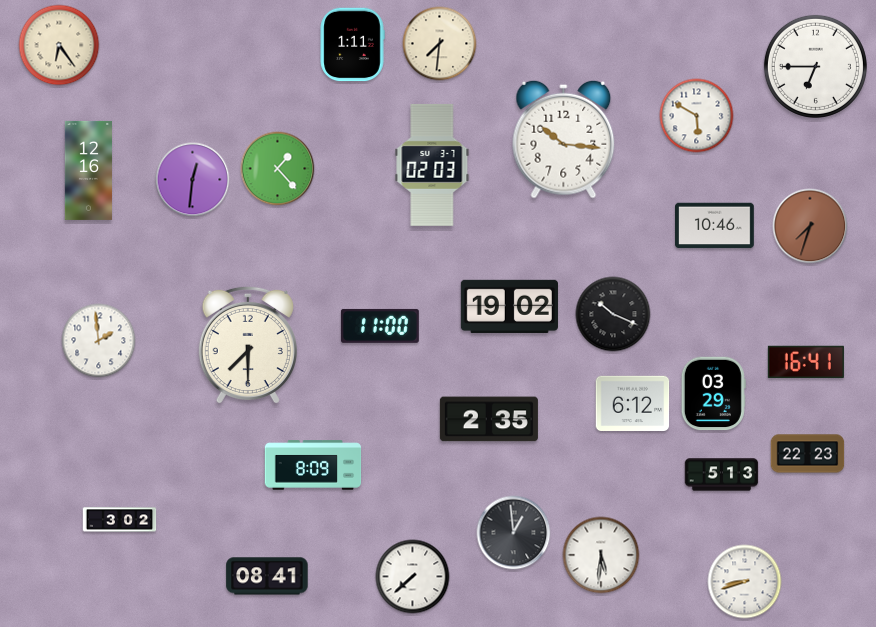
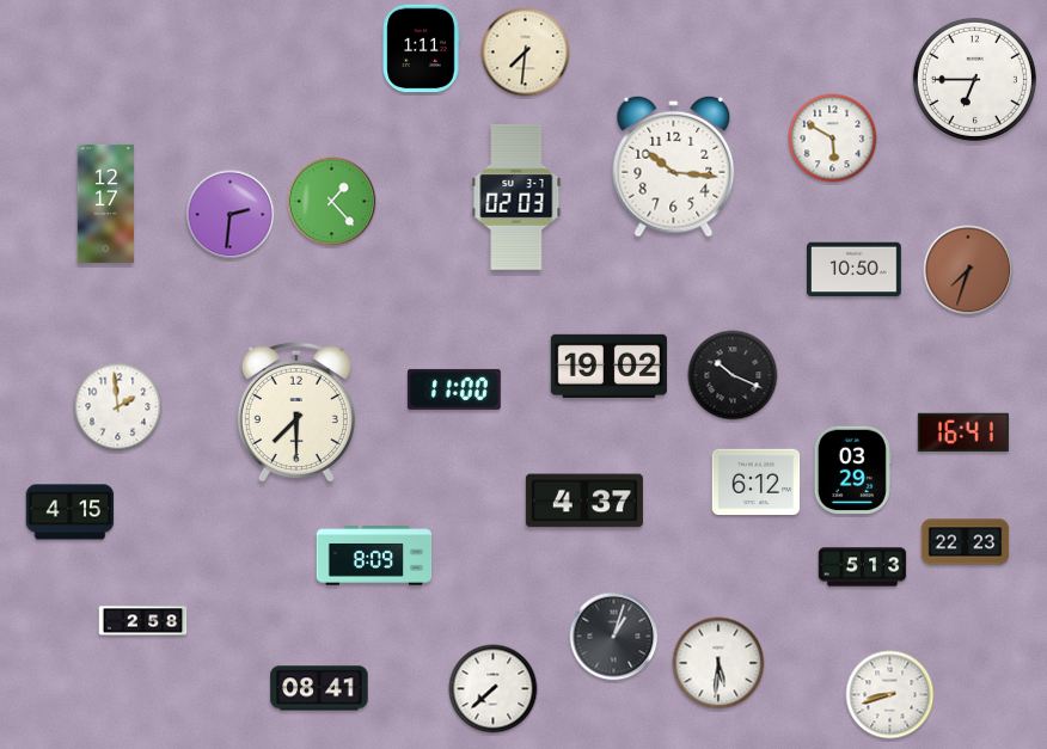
clock at (59, 45): 6:24 -> none
clock at (352, 45) position: (352, 45) -> (421, 49)
clock at (88, 170): 12:16 -> 12:17
clock at (193, 180): 12:31 -> 2:31
clock at (715, 226): 10:46 -> 10:50
clock at (489, 419): 2:35 -> 4:37
clock at (71, 512): none -> 4:15
clock at (120, 520): 3:02 -> 2:58
clock at (514, 533): 12:59 -> 1:03
